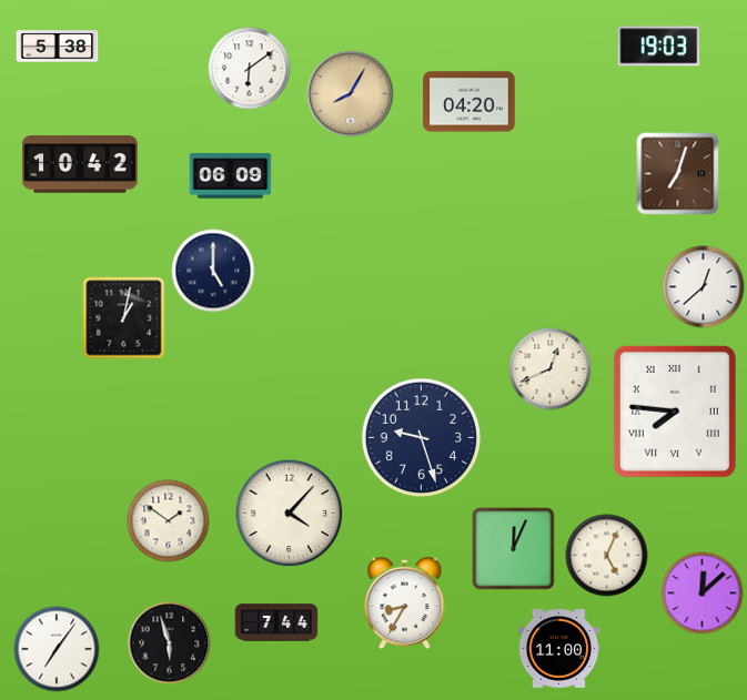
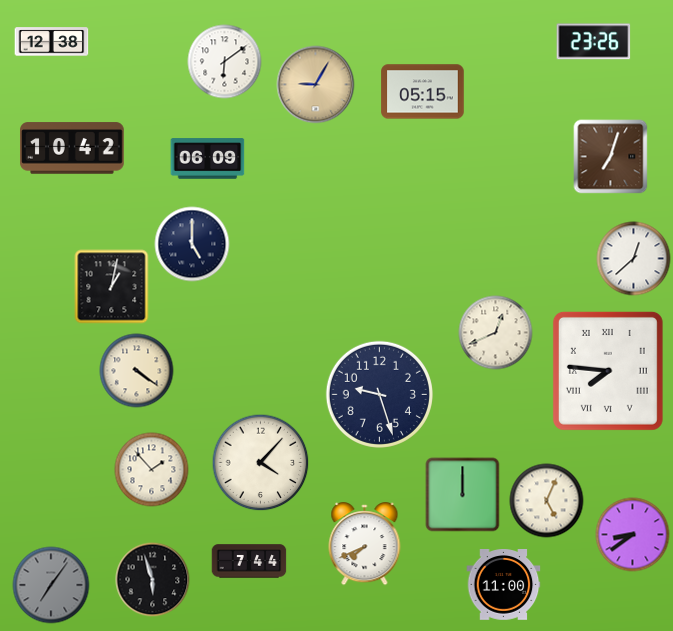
clock at (58, 47): 5:38 -> 12:38
clock at (659, 47): 19:03 -> 23:26
clock at (351, 94): 8:05 -> 9:05
clock at (470, 102): 04:20 -> 05:15
clock at (137, 371): none -> 4:21
clock at (169, 521): 1:51 -> 1:53
clock at (514, 549): 12:04 -> 12:00
clock at (703, 594): 12:08 -> 8:39
clock at (405, 603): 8:35 -> 7:41
clock at (57, 649) dial: white -> grey
